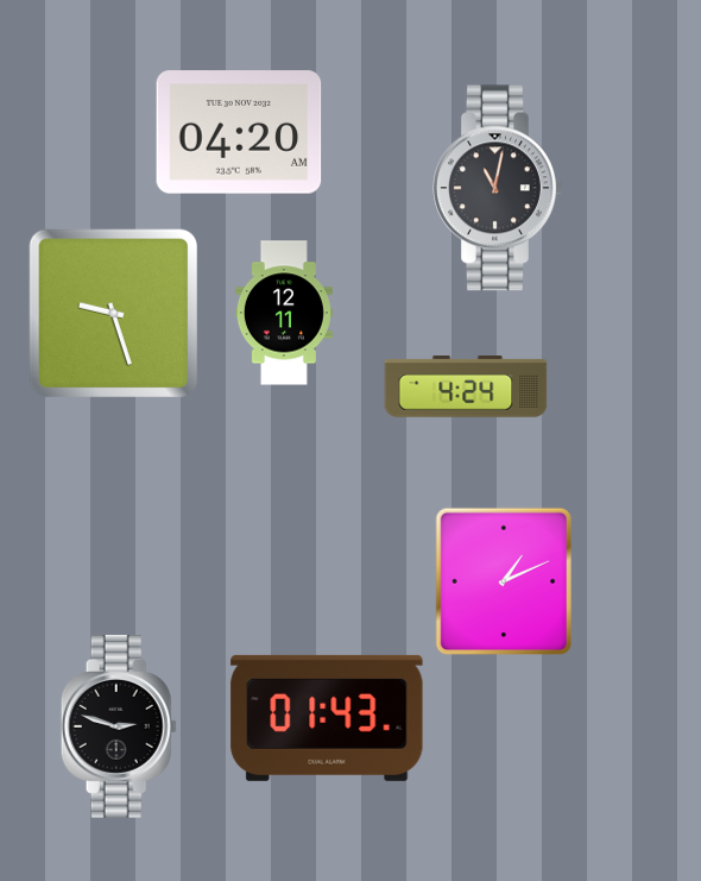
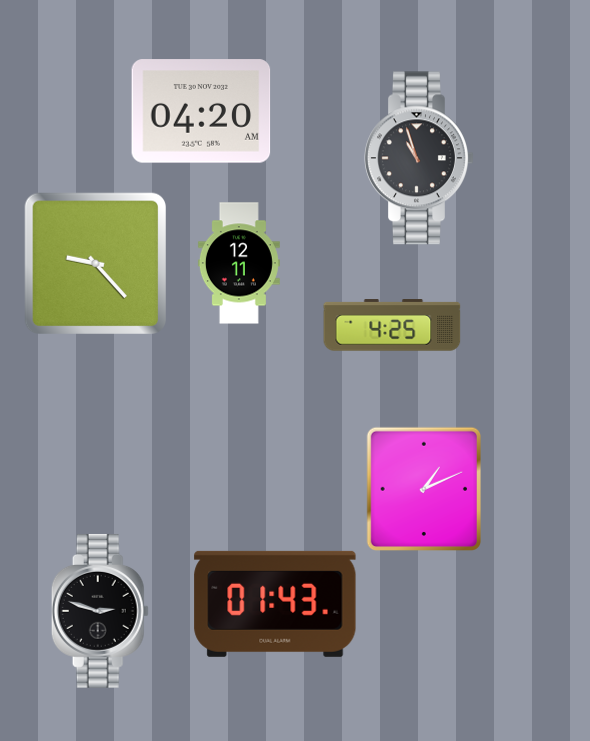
clock at (499, 188): 11:02 -> 10:57
clock at (113, 313): 9:27 -> 9:23
clock at (466, 386): 4:24 -> 4:25
